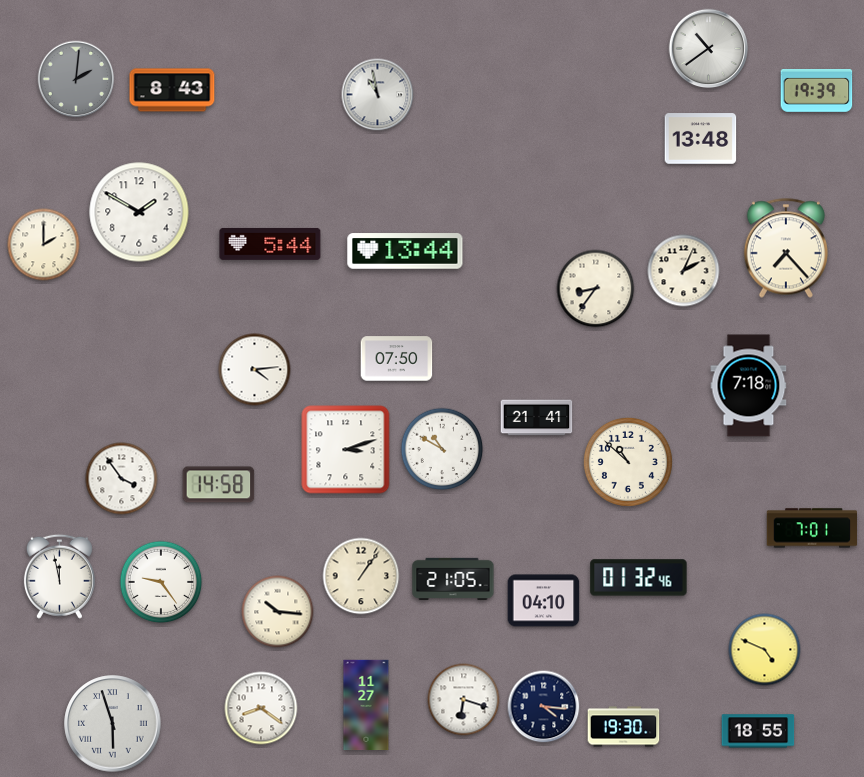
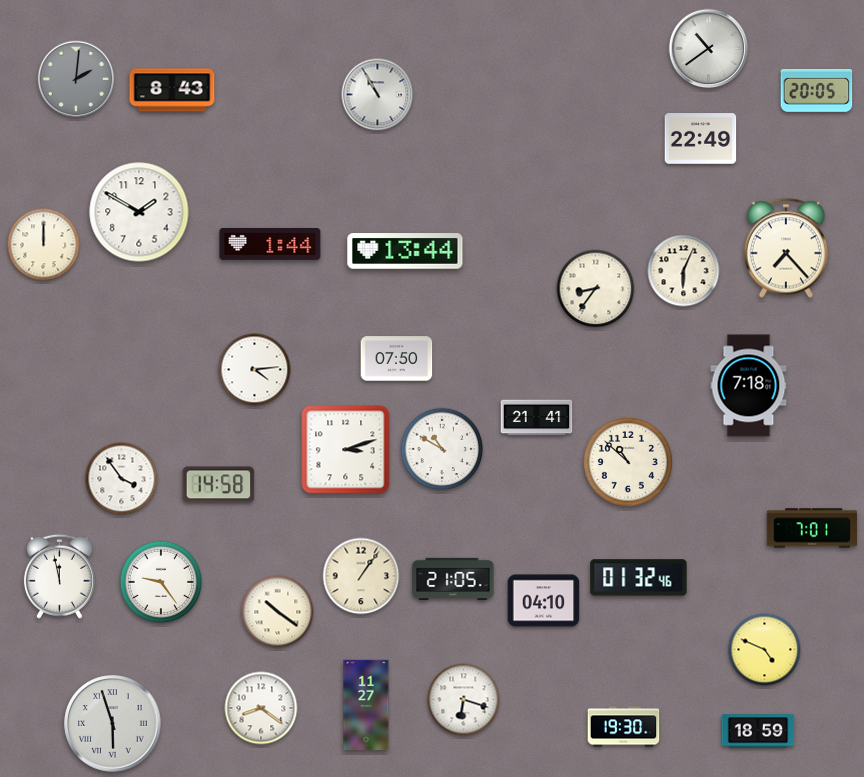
clock at (817, 91): 19:39 -> 20:05
clock at (378, 95): 10:58 -> 10:55
clock at (701, 139): 13:48 -> 22:49
clock at (270, 244): 5:44 -> 1:44
clock at (44, 245): 2:00 -> 12:00
clock at (684, 271): 2:04 -> 6:04
clock at (278, 612): 10:16 -> 10:21
clock at (544, 707): 4:16 -> none
clock at (758, 731): 18:55 -> 18:59
